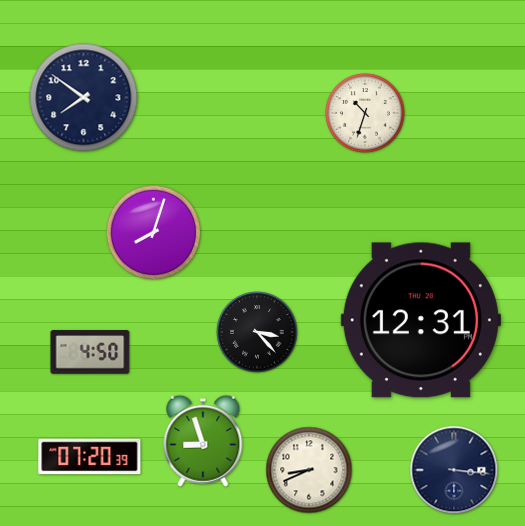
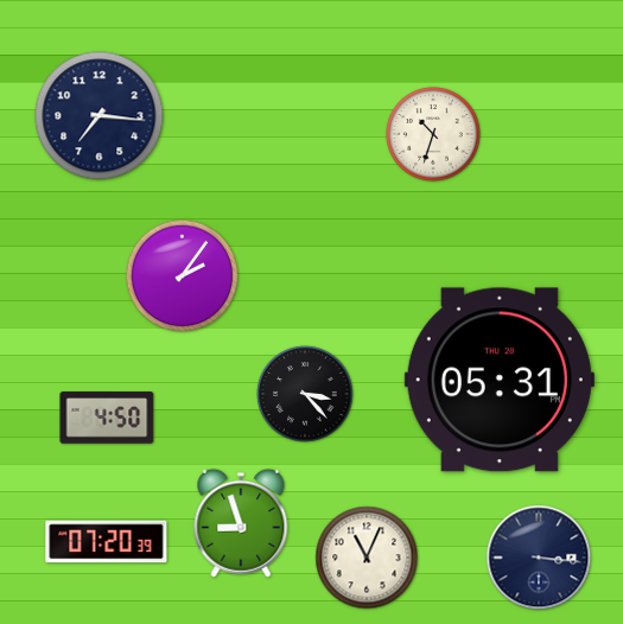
clock at (84, 98): 7:51 -> 7:16
clock at (154, 233): 8:03 -> 2:06
clock at (421, 320): 12:31 -> 05:31
clock at (309, 470): 8:41 -> 11:04
